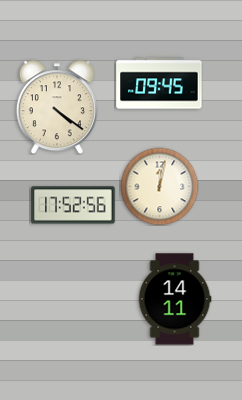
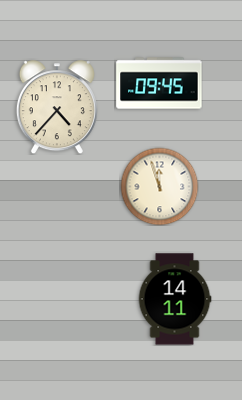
clock at (57, 107): 4:21 -> 4:37
clock at (159, 186): 12:02 -> 11:57
clock at (73, 205): 17:52 -> none
